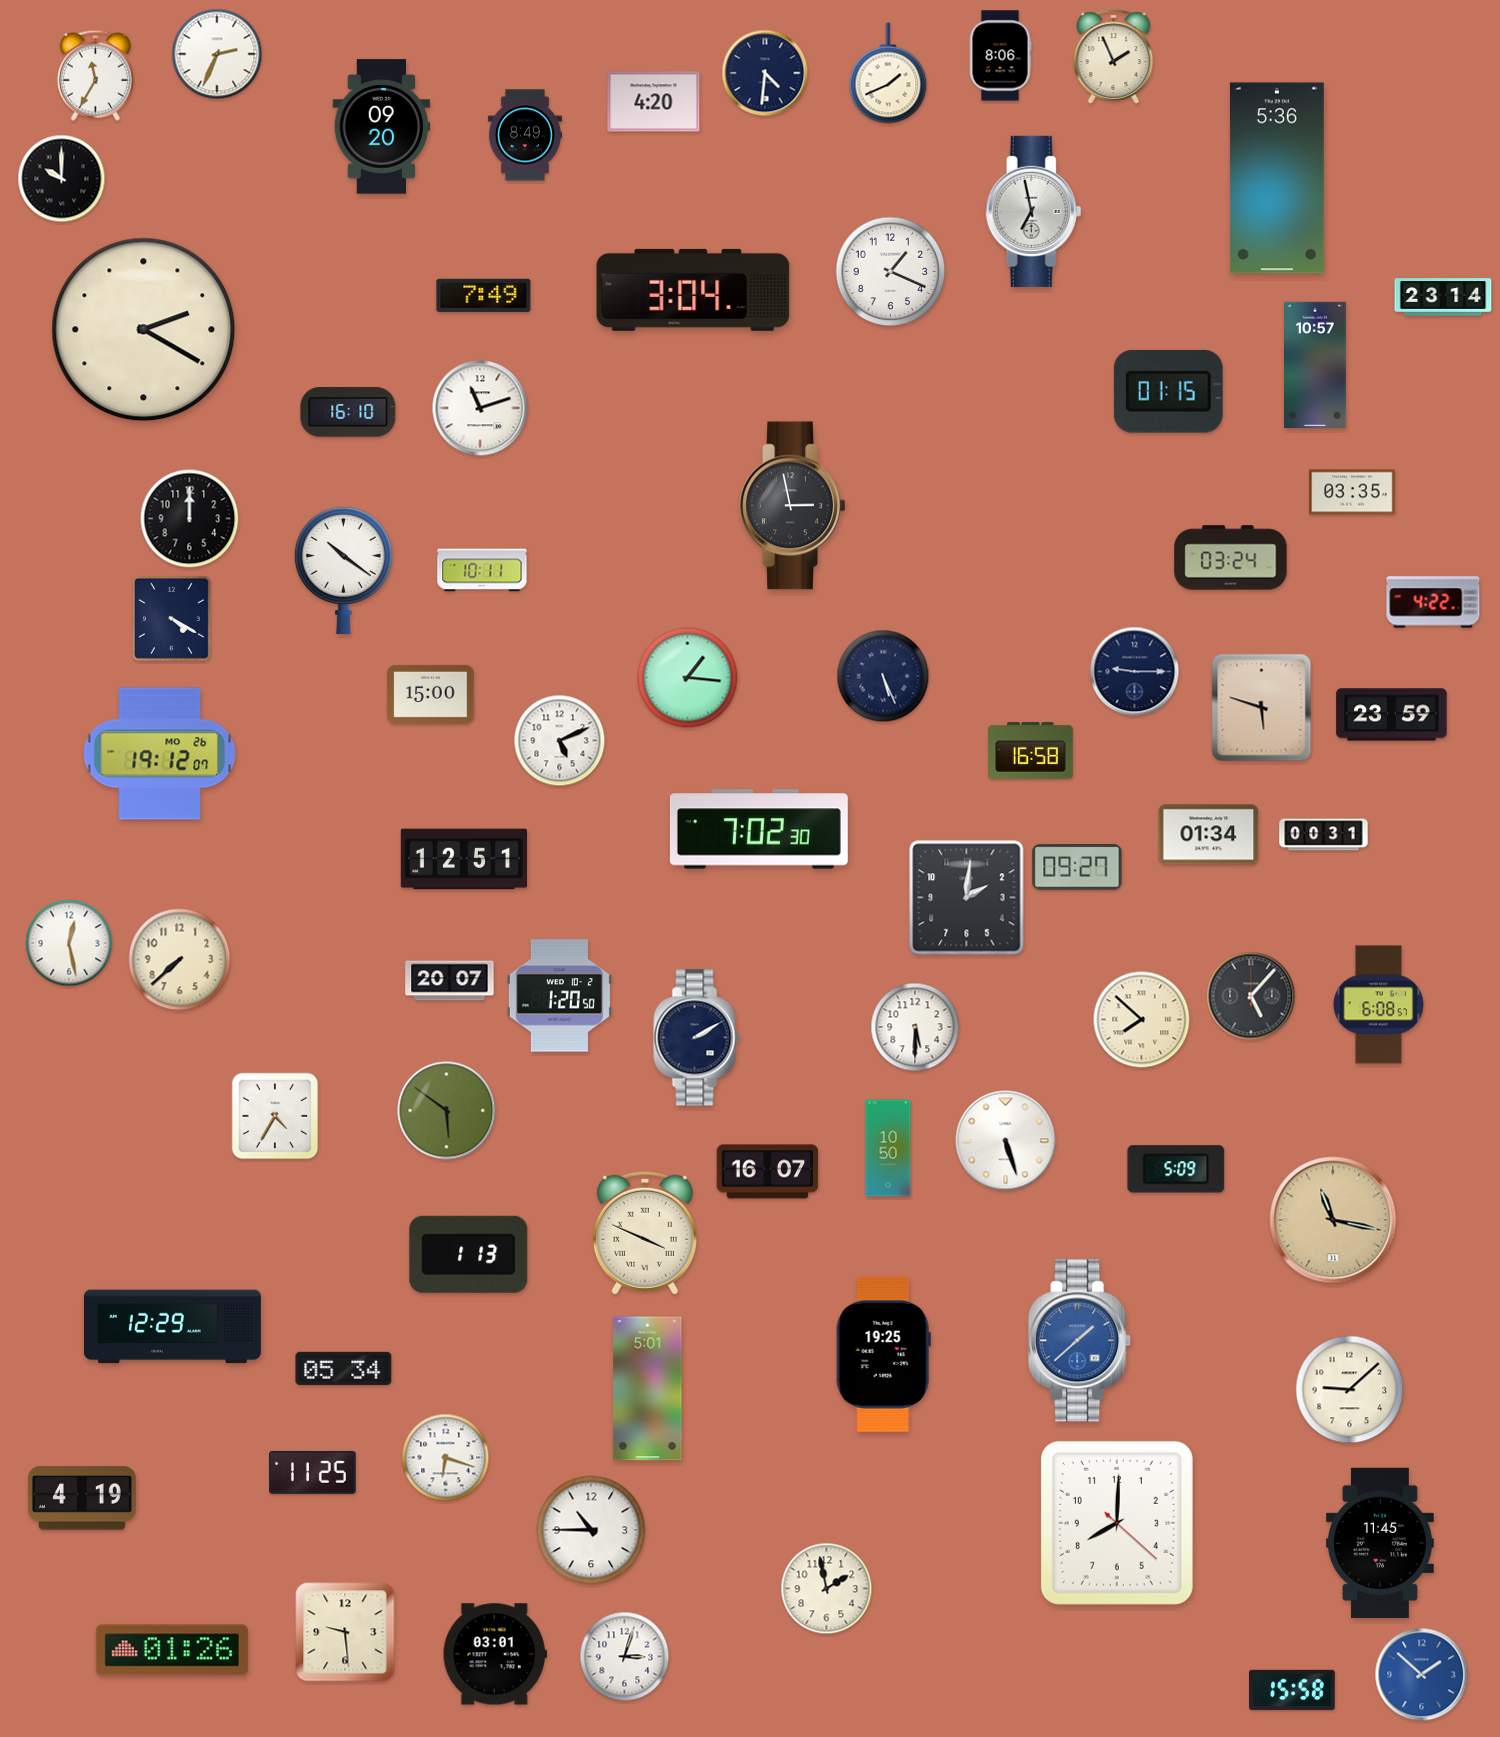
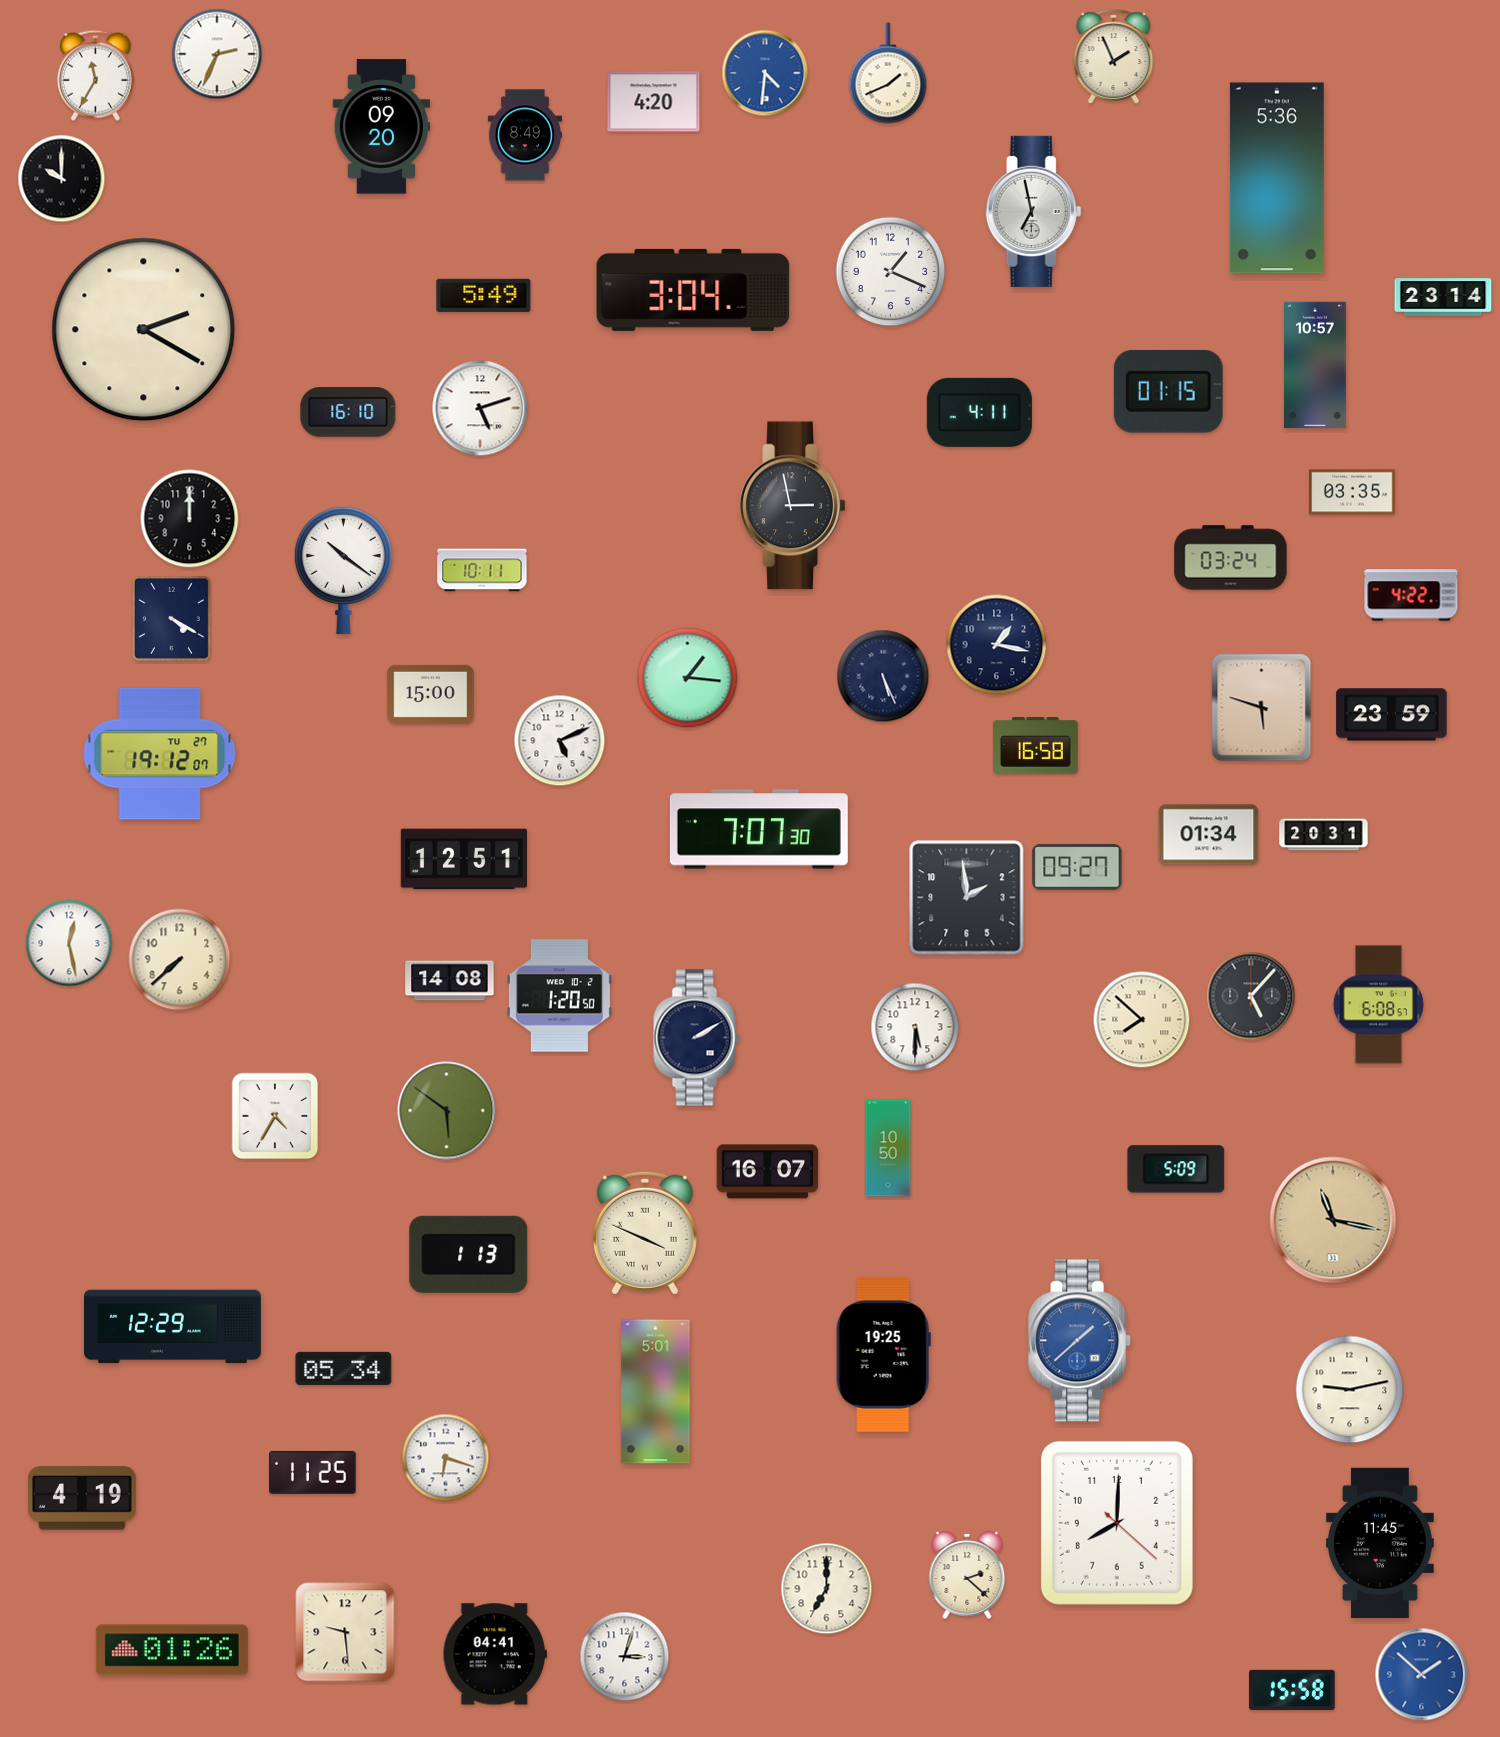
clock at (1000, 56): 8:06 -> none
clock at (765, 73) dial: navy -> blue
clock at (484, 295): 7:49 -> 5:49
clock at (480, 408): 11:12 -> 5:12
clock at (979, 412): none -> 4:11
clock at (1433, 602) position: (1433, 602) -> (1411, 595)
clock at (997, 645): none -> 1:17
clock at (1135, 672): 9:15 -> none
clock at (1031, 751) position: (1031, 751) -> (1036, 746)
clock at (160, 754) date: MO 26 -> TU 27
clock at (759, 829): 7:02 -> 7:07
clock at (1324, 835): 00:31 -> 20:31
clock at (967, 898): 2:01 -> 1:59
clock at (450, 981): 20:07 -> 14:08
clock at (1006, 1141): 5:27 -> none
clock at (648, 1389) position: (648, 1389) -> (656, 1392)
clock at (1350, 1390): 9:08 -> 9:13
clock at (591, 1530): 10:45 -> none
clock at (967, 1575): none -> 2:22
clock at (827, 1589): 1:58 -> 7:00
clock at (495, 1654): 03:01 -> 04:41
